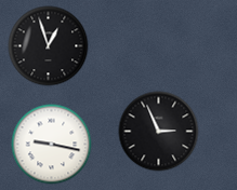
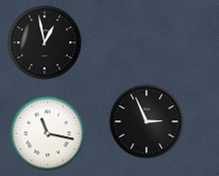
clock at (49, 46): 12:57 -> 12:58
clock at (52, 145): 9:17 -> 11:17
